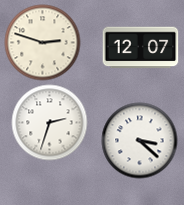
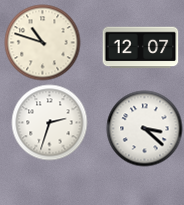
clock at (43, 43): 2:48 -> 10:48
clock at (140, 141) position: (140, 141) -> (145, 129)
